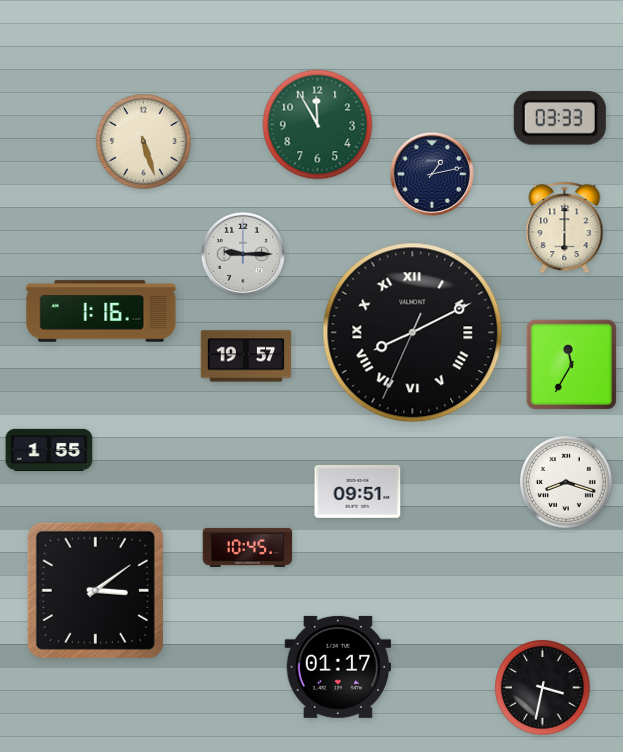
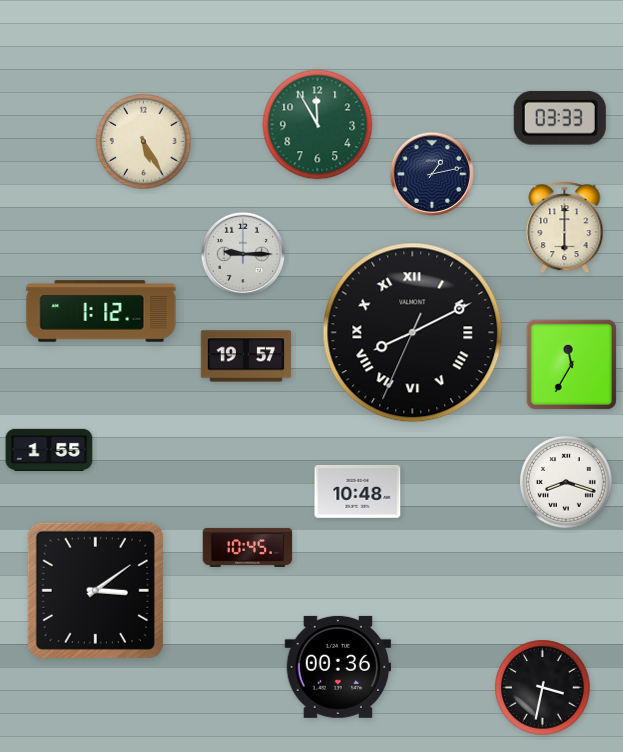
clock at (144, 142): 5:27 -> 5:25
clock at (101, 311): 1:16 -> 1:12
clock at (358, 491): 09:51 -> 10:48
clock at (338, 667): 01:17 -> 00:36
